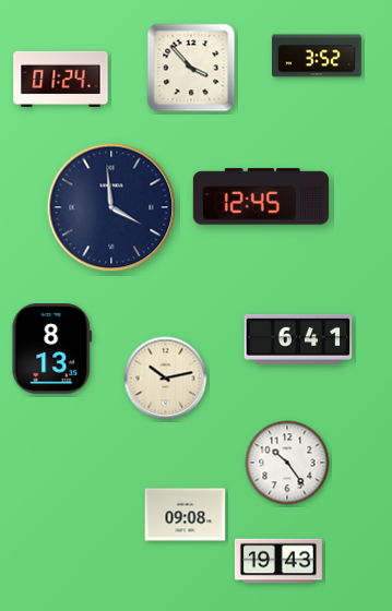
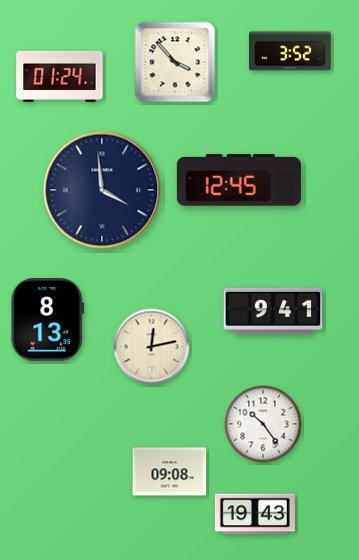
clock at (61, 79) position: (61, 79) -> (60, 76)
clock at (298, 339): 6:41 -> 9:41
clock at (166, 379): 10:13 -> 12:13
